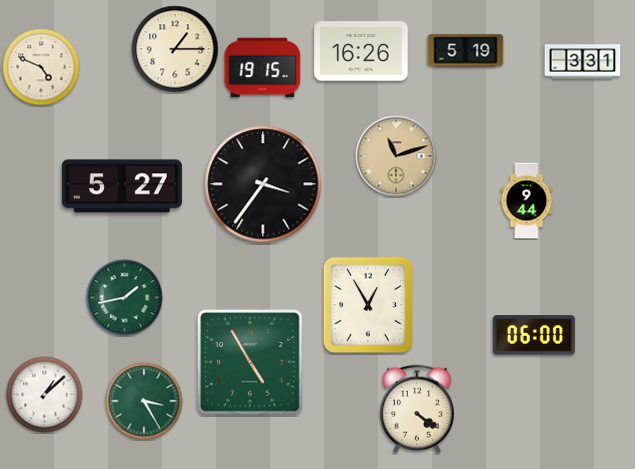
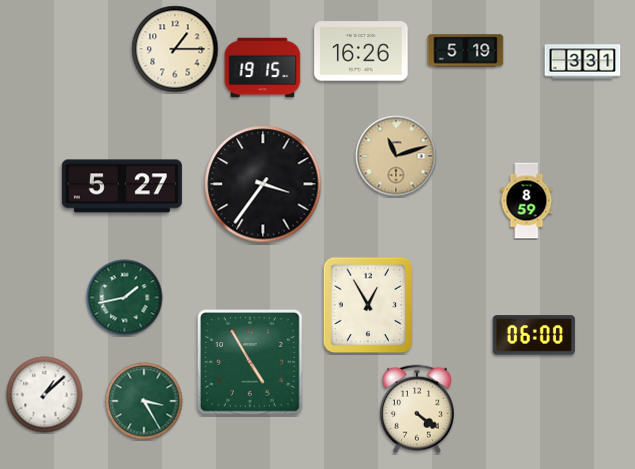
clock at (41, 67): 4:49 -> none
clock at (527, 201): 9:44 -> 8:59
